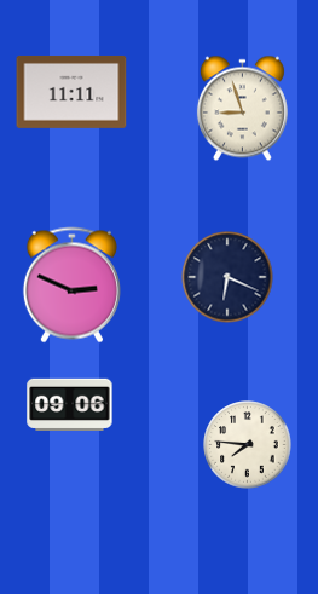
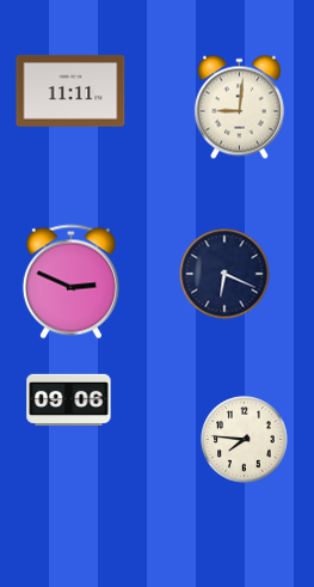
clock at (242, 109): 8:57 -> 9:01
